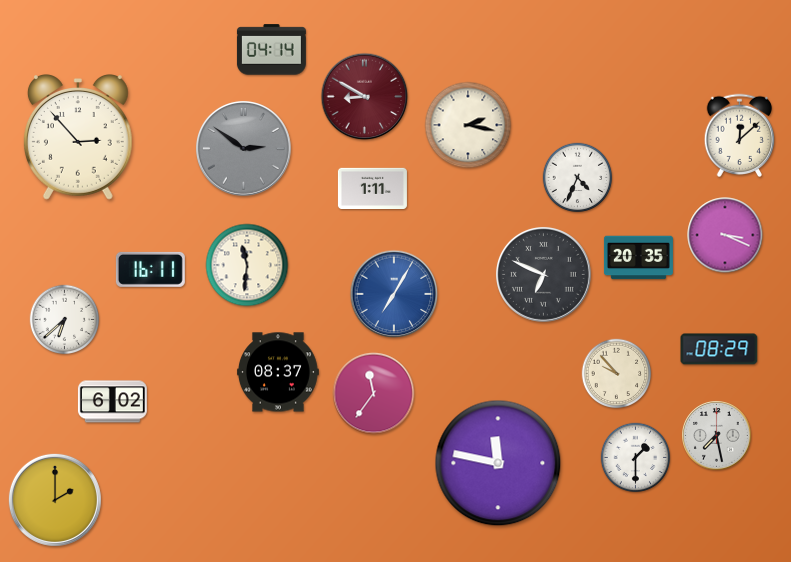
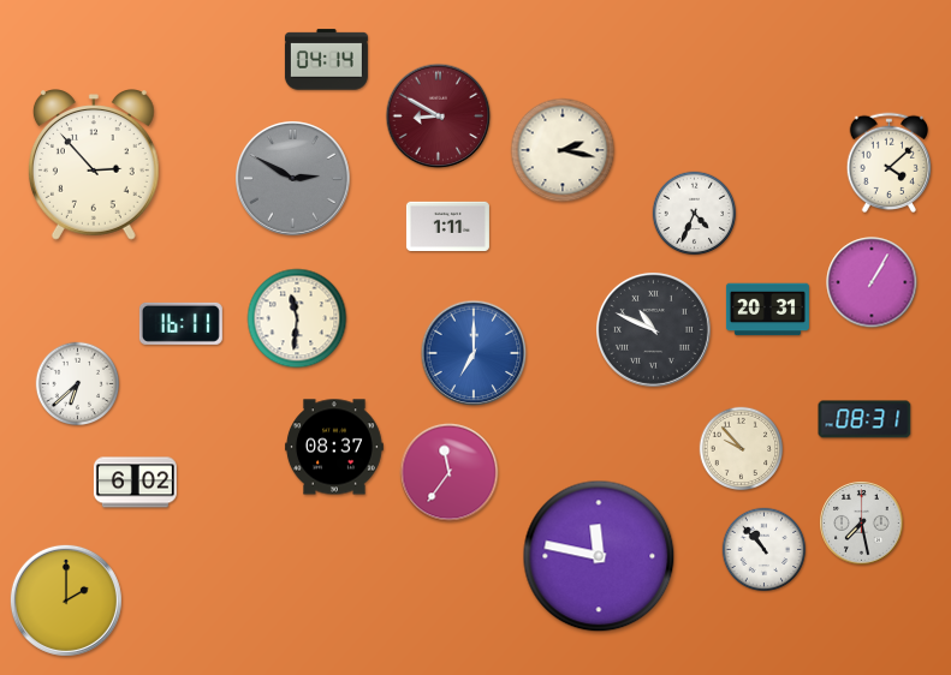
clock at (740, 135): 12:08 -> 4:08
clock at (243, 148): 2:51 -> 2:50
clock at (725, 235): 3:19 -> 1:05
clock at (638, 258): 20:35 -> 20:31
clock at (543, 274): 6:49 -> 10:49
clock at (394, 294): 7:05 -> 7:00
clock at (719, 349): 08:29 -> 08:31
clock at (636, 458): 1:30 -> 10:53
